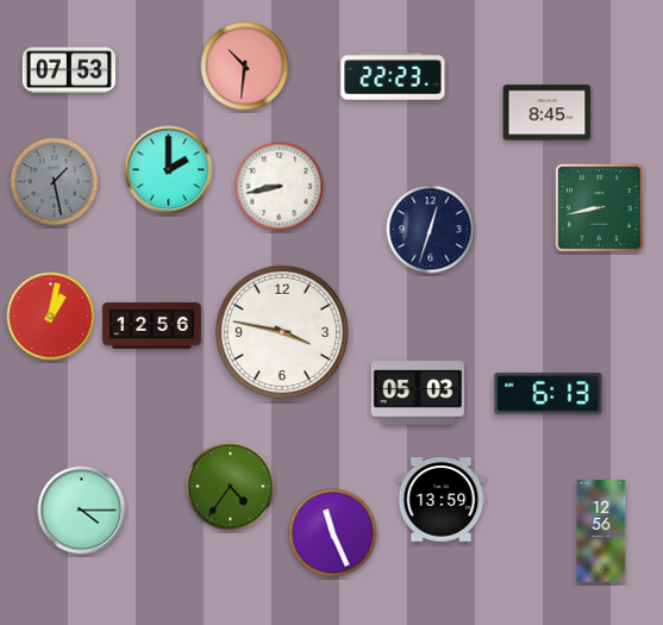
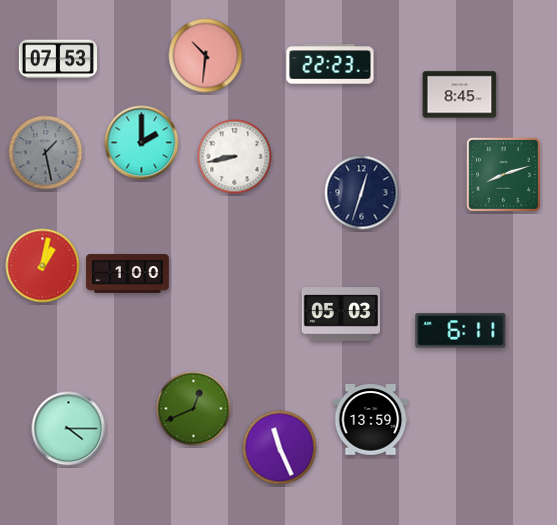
clock at (600, 208): 8:43 -> 8:12
clock at (152, 326): 12:56 -> 1:00
clock at (282, 332): 3:47 -> none
clock at (418, 393) position: (418, 393) -> (341, 314)
clock at (549, 394): 6:13 -> 6:11
clock at (231, 487): 4:36 -> 12:41
clock at (601, 531): 12:56 -> none
